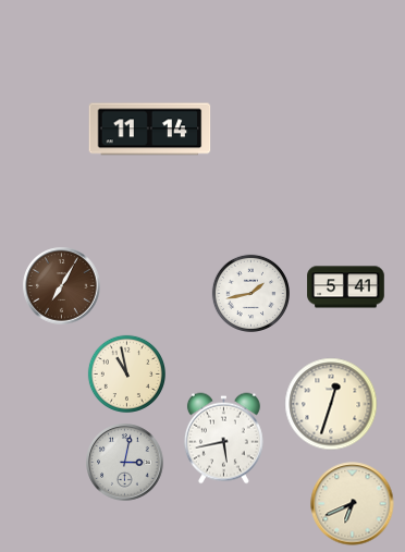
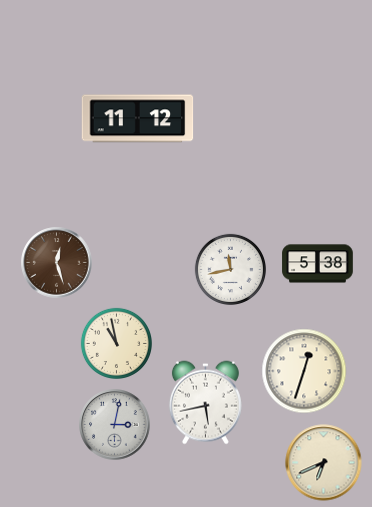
clock at (150, 130): 11:14 -> 11:12
clock at (62, 286): 7:05 -> 12:27
clock at (346, 287): 5:41 -> 5:38
clock at (250, 293): 1:43 -> 11:43
